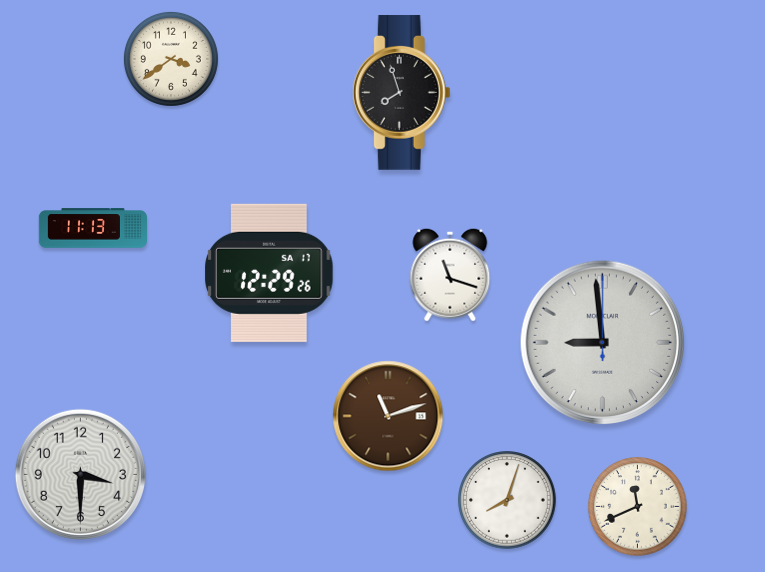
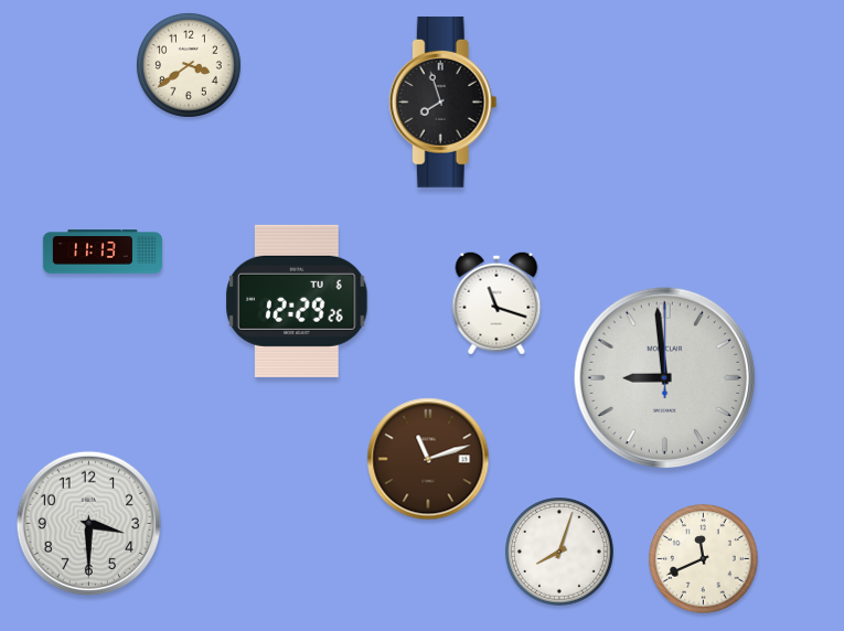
clock at (269, 273) date: SA 17 -> TU 6
